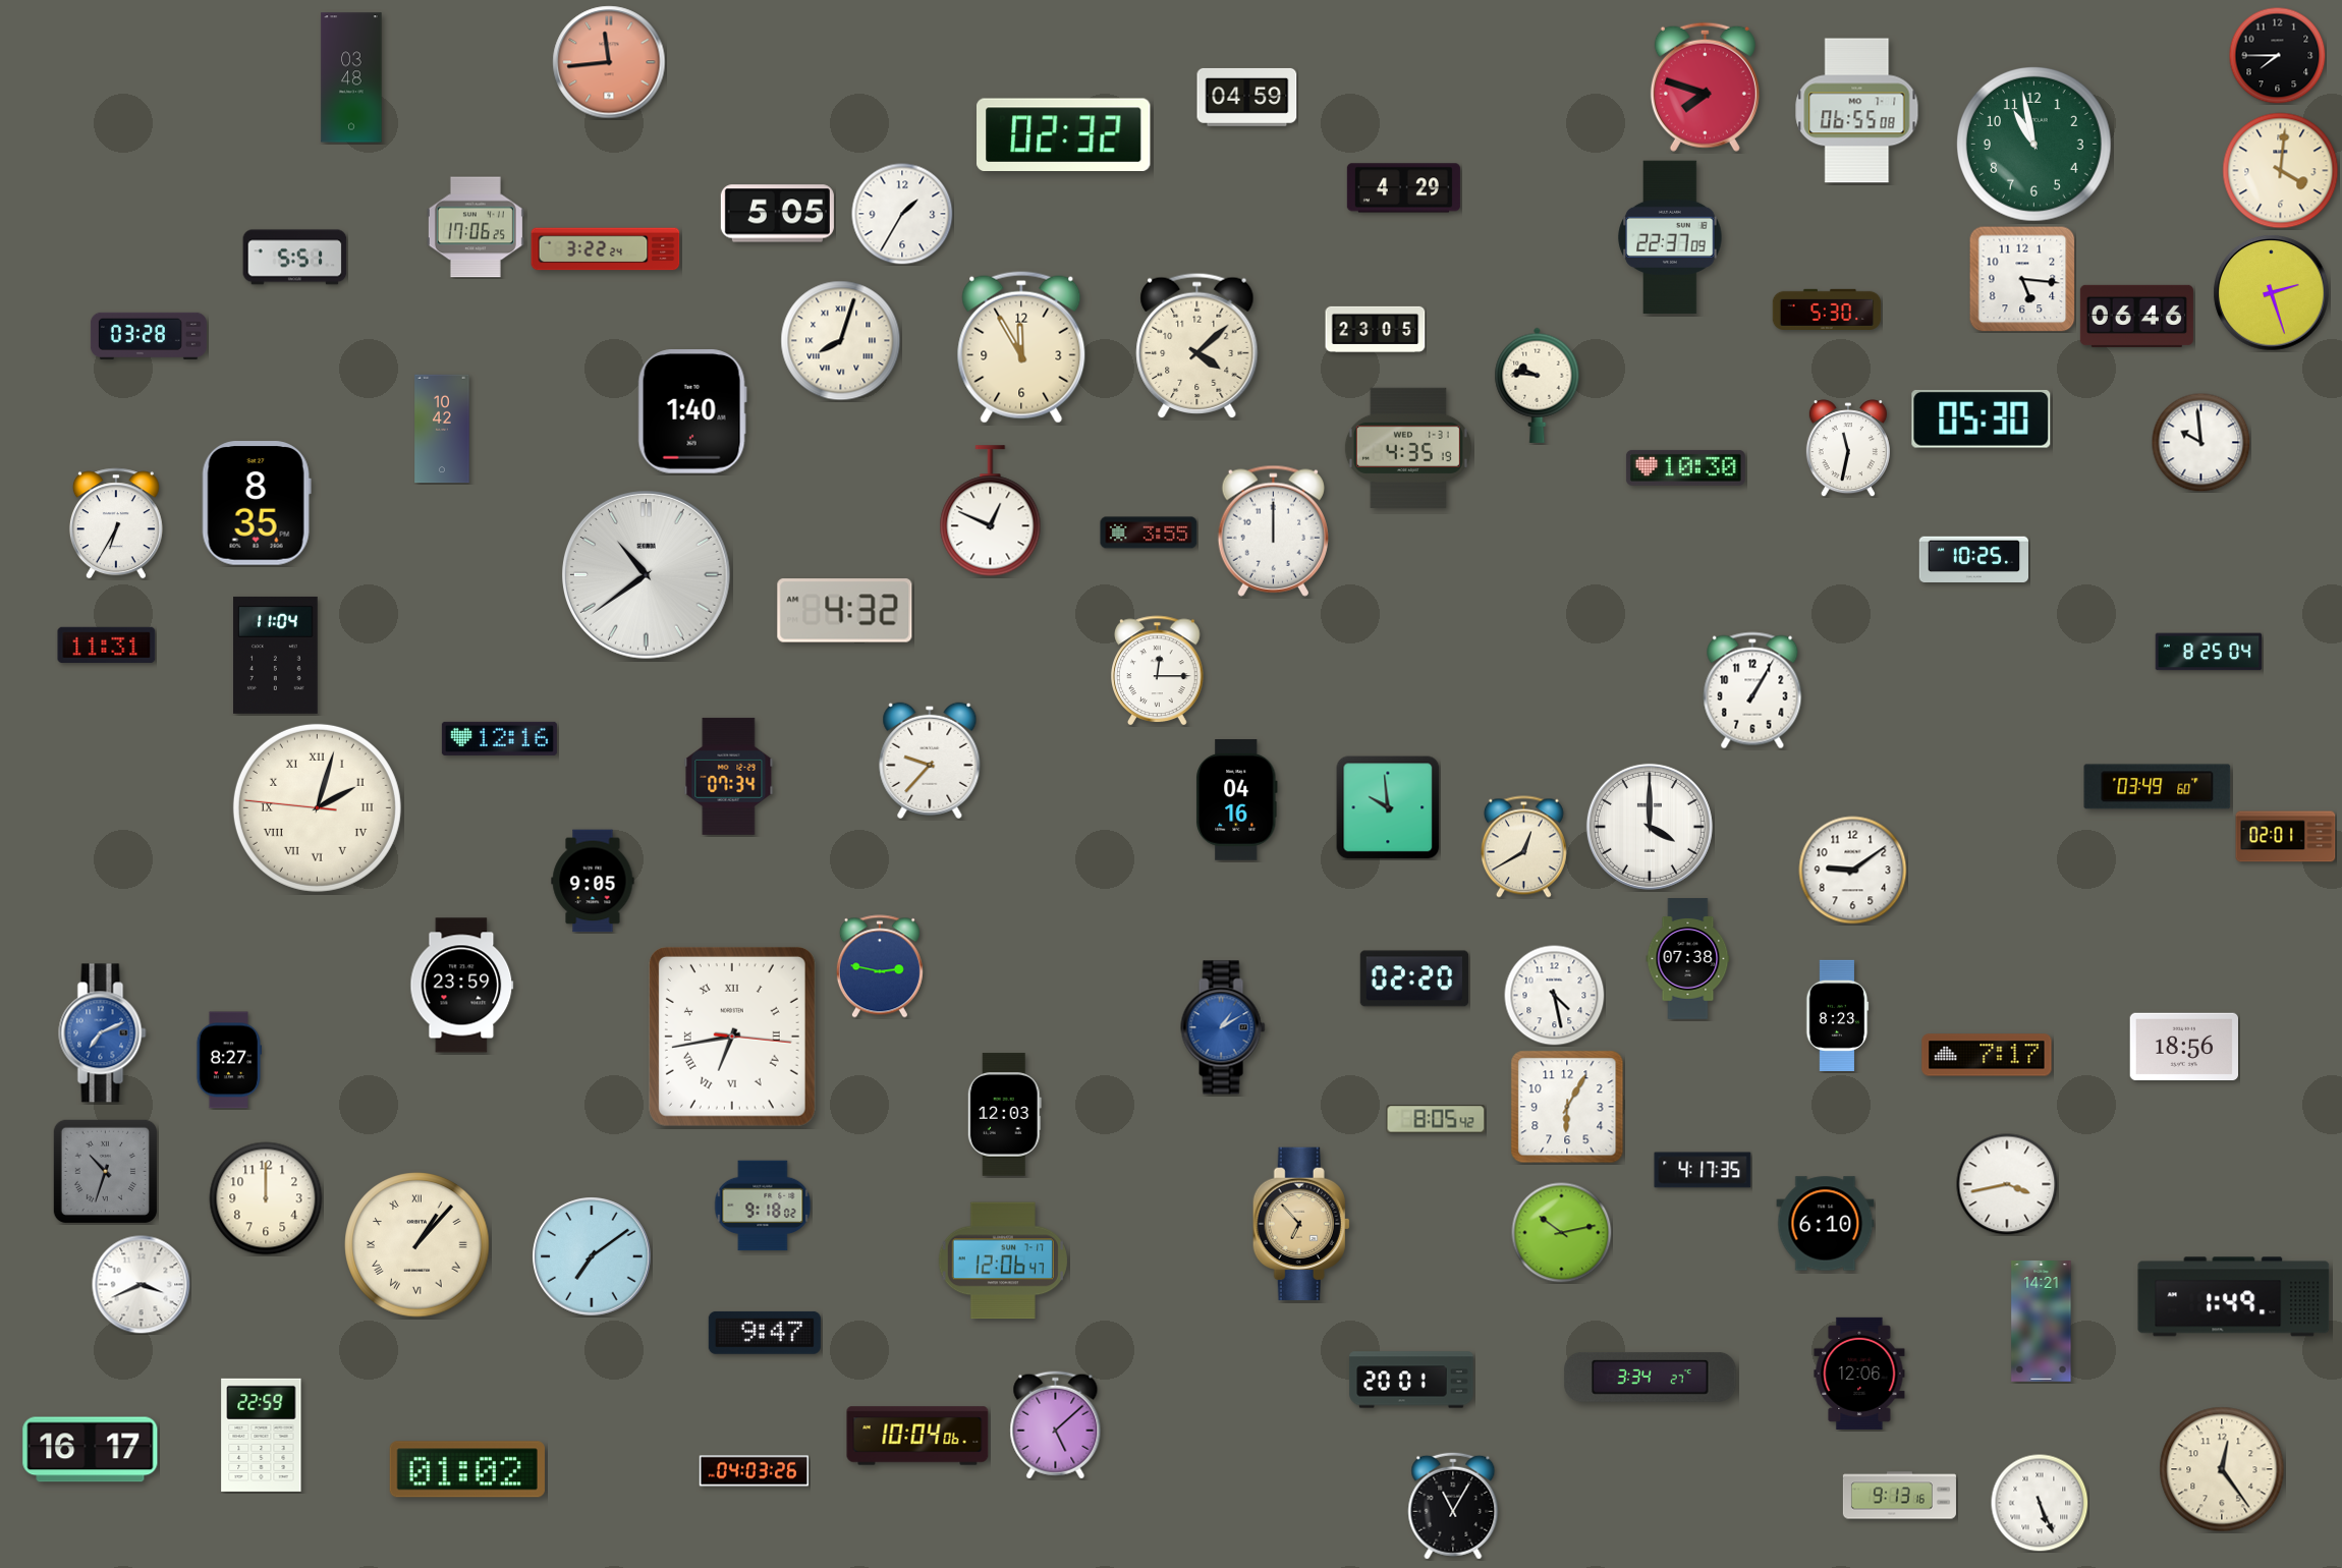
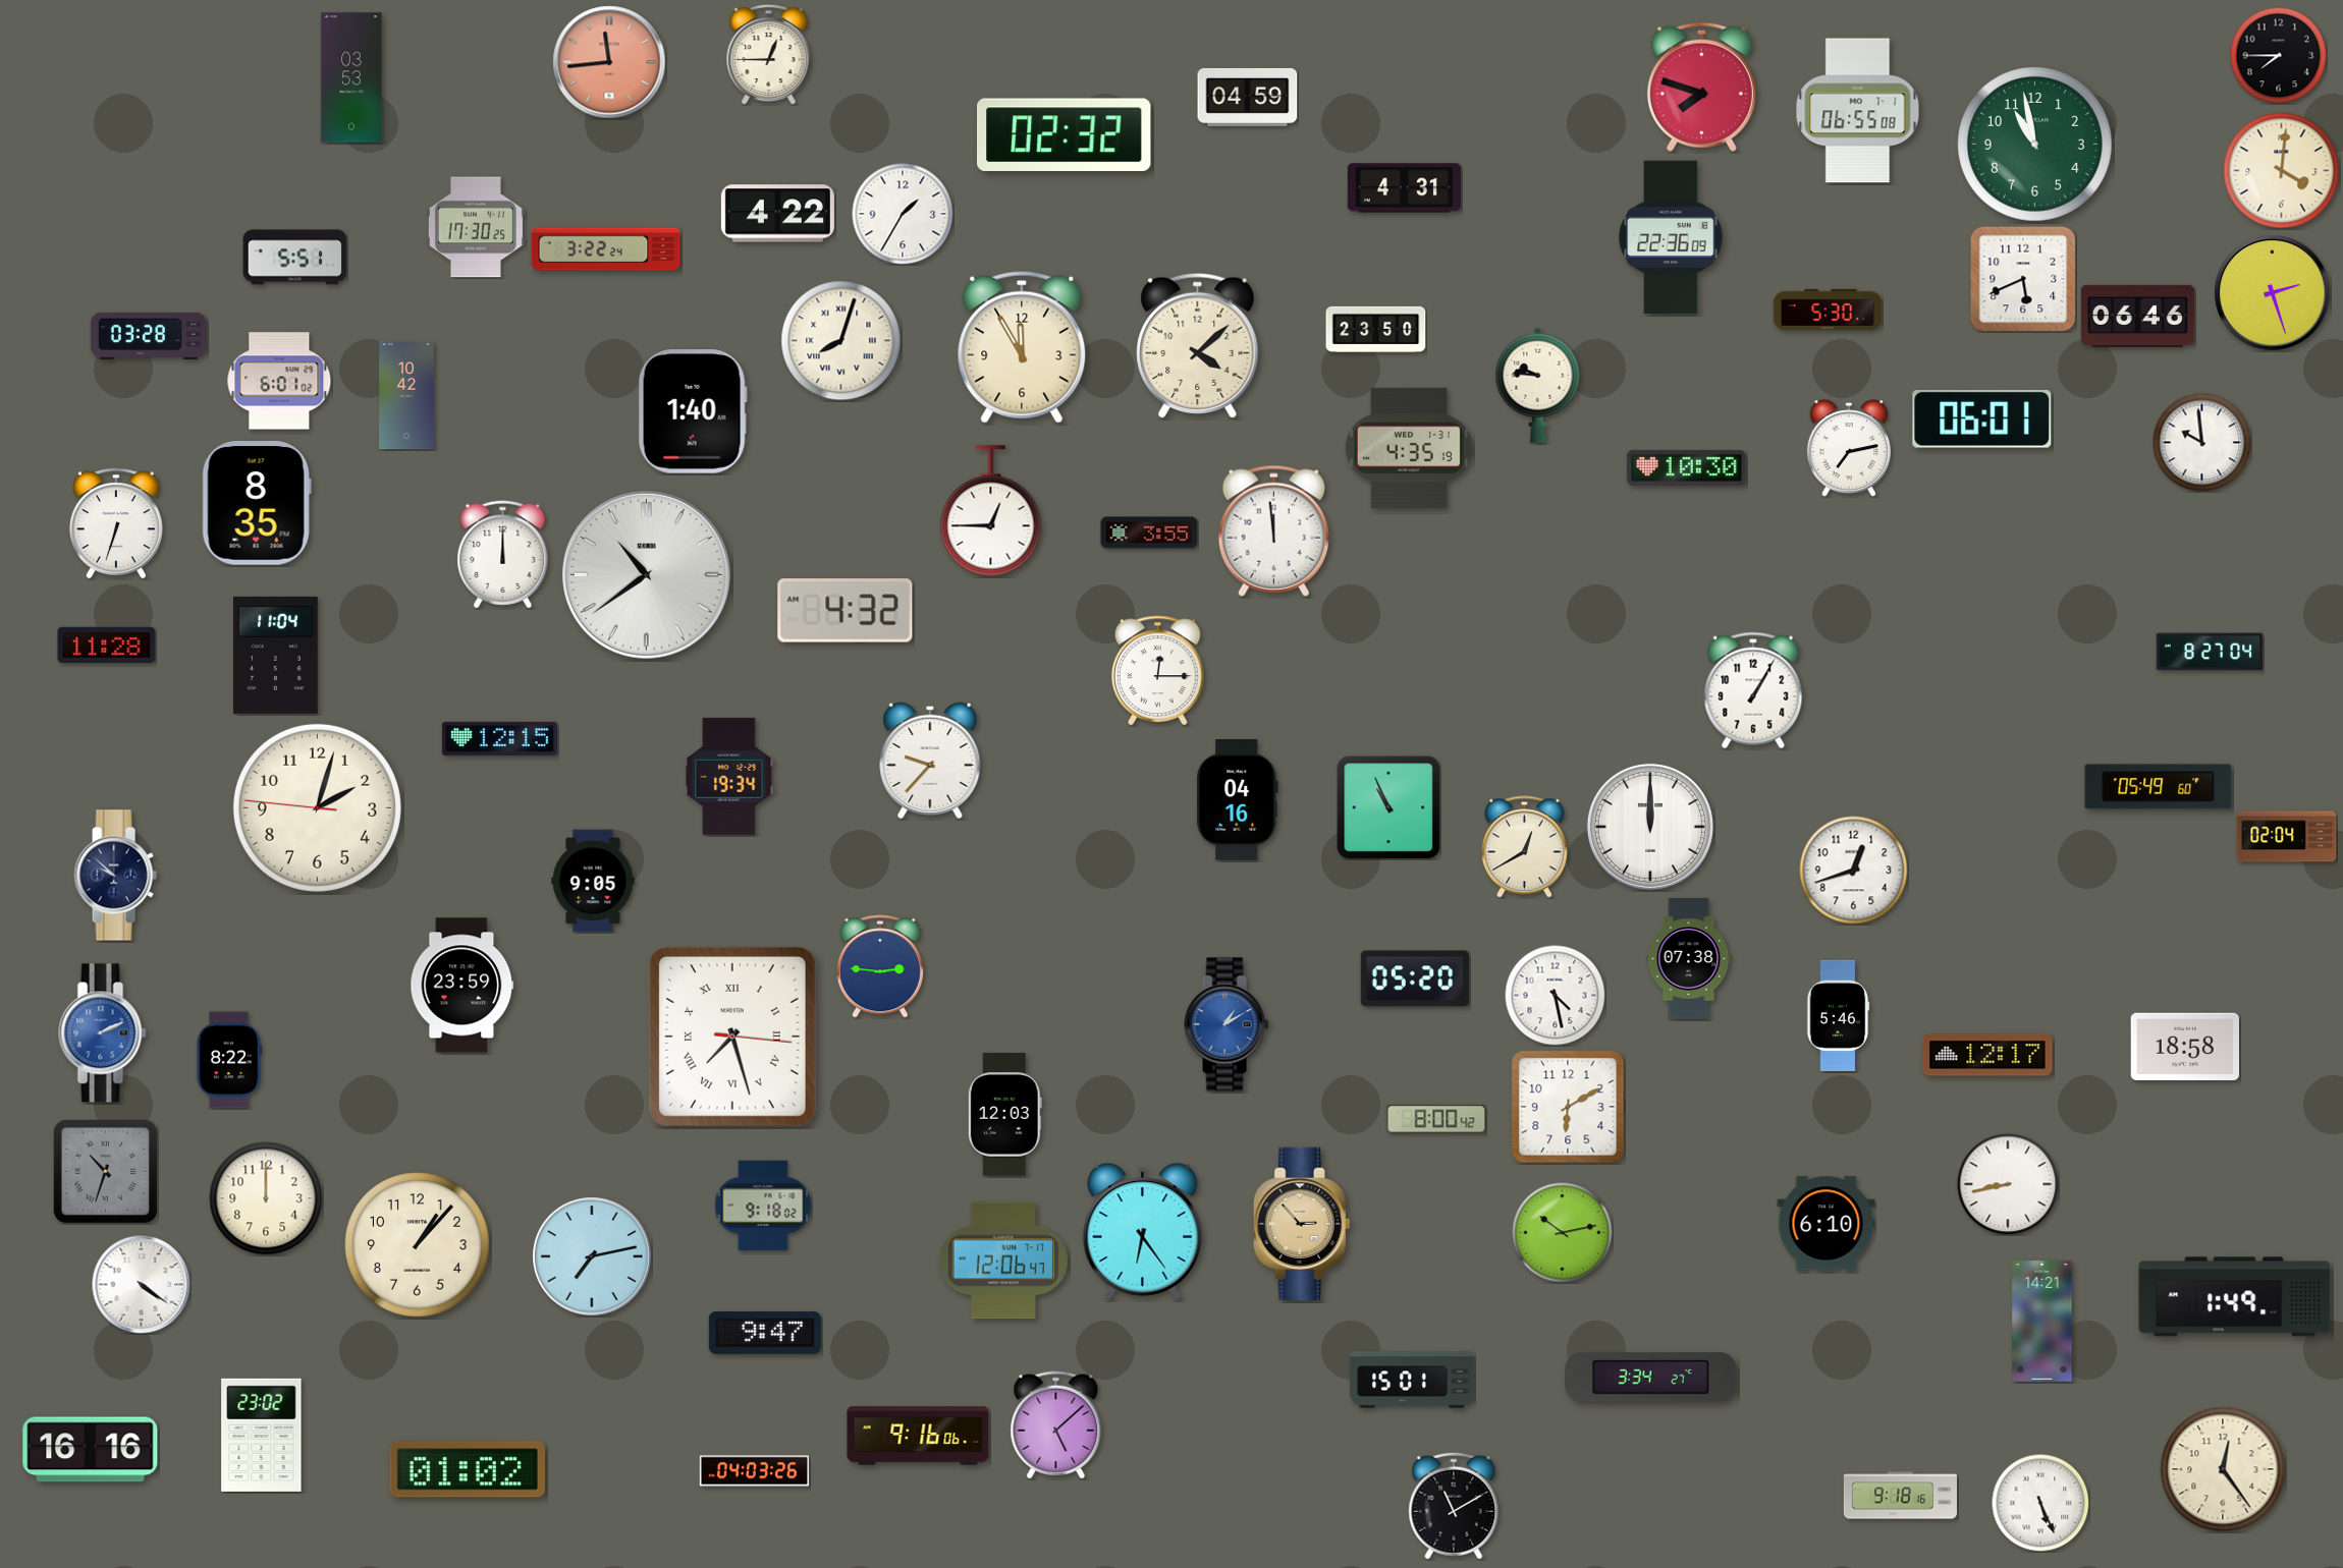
clock at (769, 54): none -> 12:45
clock at (351, 77): 03:48 -> 03:53
clock at (1705, 87) position: (1705, 87) -> (1701, 87)
clock at (1403, 188): 4:29 -> 4:31
clock at (777, 214): 5:05 -> 4:22
clock at (476, 227): 17:06 -> 17:30
clock at (1670, 237): 22:37 -> 22:36
clock at (2022, 279): 5:16 -> 5:41
clock at (1376, 329): 23:05 -> 23:50
clock at (279, 381): none -> 6:01
clock at (1982, 419): 05:30 -> 06:01
clock at (442, 429) position: (442, 429) -> (406, 395)
clock at (1848, 448): 11:32 -> 7:13
clock at (991, 511): 12:49 -> 12:45
clock at (116, 523): 6:35 -> 6:33
clock at (1273, 530): 12:00 -> 11:59
clock at (503, 555): none -> 12:00
clock at (1973, 559): 10:25 -> none
clock at (107, 645): 11:31 -> 11:28
clock at (2209, 652): 8:25 -> 8:27
clock at (499, 738): 12:16 -> 12:15
clock at (729, 776): 07:34 -> 19:34
clock at (2158, 787): 03:49 -> 05:49
clock at (317, 807) numerals: Roman -> Arabic
clock at (1388, 807): 9:59 -> 10:56
clock at (1650, 827): 4:00 -> 12:00
clock at (2286, 837): 02:01 -> 02:04
clock at (1853, 871): 9:09 -> 12:42
clock at (115, 876): none -> 9:52
clock at (880, 966): 2:47 -> 2:46
clock at (1414, 978): 02:20 -> 05:20
clock at (1837, 1015): 8:23 -> 5:46
clock at (1223, 1027) position: (1223, 1027) -> (1227, 1024)
clock at (103, 1033): 7:11 -> 2:11
clock at (732, 1037): 6:43 -> 7:27
clock at (2184, 1046): 18:56 -> 18:58
clock at (1987, 1055): 7:17 -> 12:17
clock at (228, 1060): 8:27 -> 8:22
clock at (1567, 1107): 6:05 -> 6:10
clock at (1436, 1119): 8:05 -> 8:00
clock at (1703, 1170): 4:17 -> none
clock at (2007, 1184): 3:43 -> 8:43
clock at (1301, 1224): 6:53 -> 2:53
clock at (1143, 1232): none -> 6:24
clock at (417, 1245) numerals: Roman -> Arabic
clock at (592, 1256): 7:09 -> 7:13
clock at (142, 1285): 3:41 -> 4:21
clock at (1859, 1374): 12:06 -> none
clock at (1411, 1380): 20:01 -> 15:01
clock at (262, 1435): 22:59 -> 23:02
clock at (917, 1436): 10:04 -> 9:16
clock at (91, 1450): 16:17 -> 16:16
clock at (1899, 1496): 9:13 -> 9:18
clock at (1453, 1506): 11:05 -> 11:10
